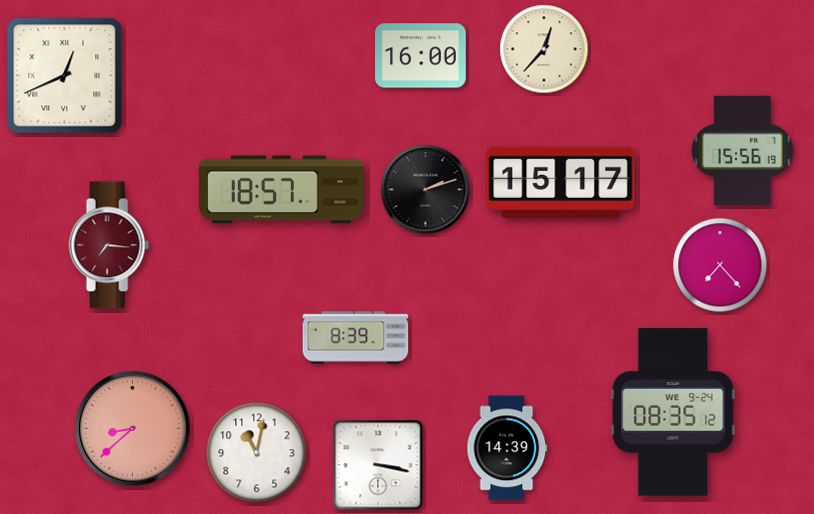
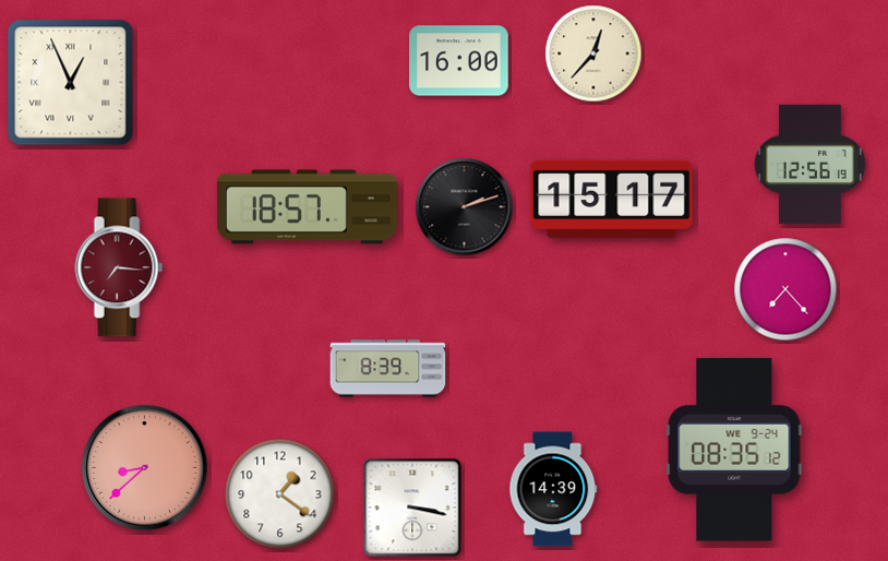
clock at (65, 76): 12:41 -> 12:56
clock at (742, 150): 15:56 -> 12:56
clock at (257, 453): 11:02 -> 1:21
